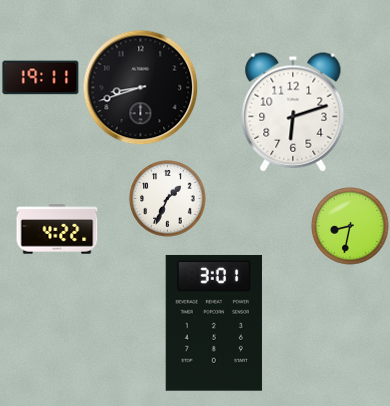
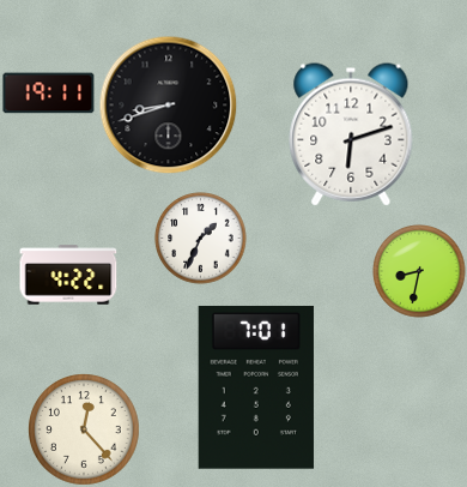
clock at (214, 323): 3:01 -> 7:01
clock at (85, 431): none -> 12:23
